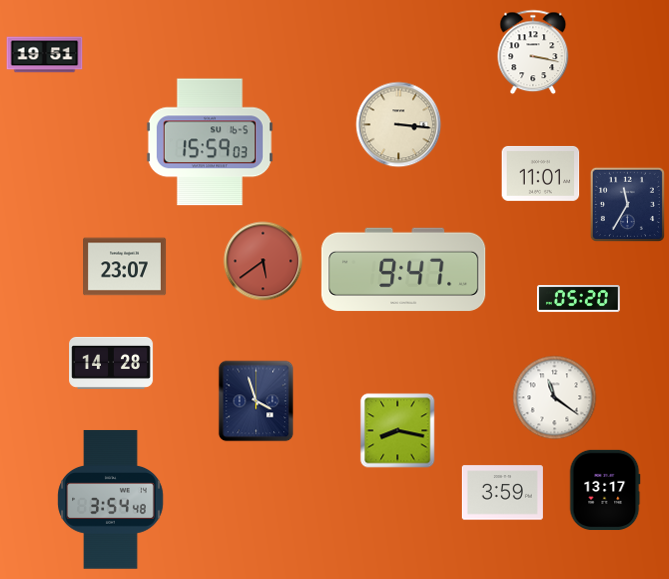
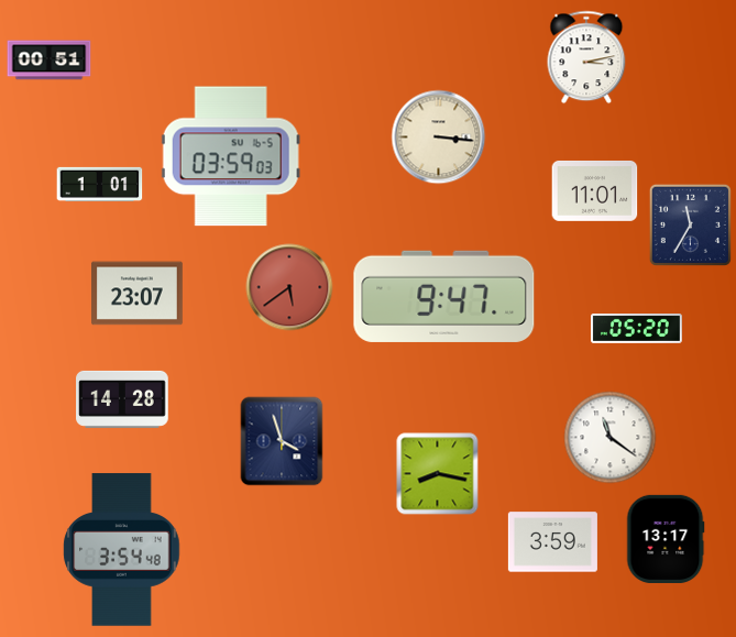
clock at (533, 52): 3:17 -> 3:13
clock at (45, 55): 19:51 -> 00:51
clock at (210, 142): 15:59 -> 03:59
clock at (100, 184): none -> 1:01
